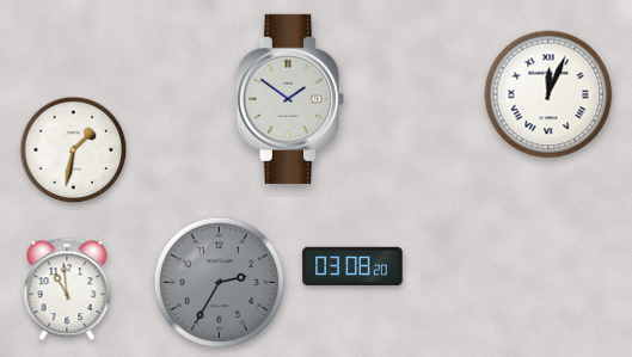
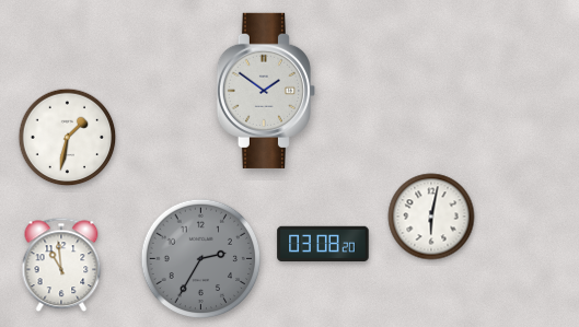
clock at (548, 94): 12:04 -> none
clock at (431, 217): none -> 6:02
